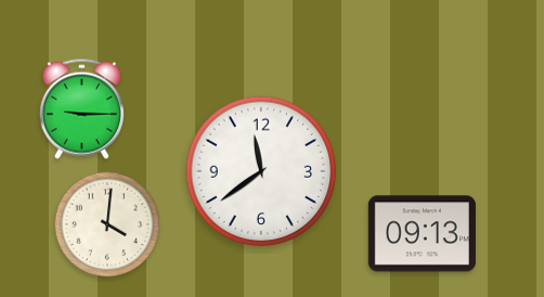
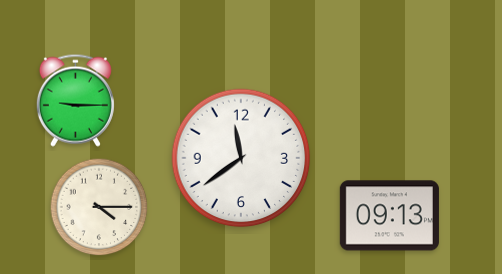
clock at (107, 224): 4:01 -> 4:15
